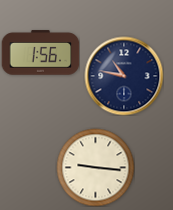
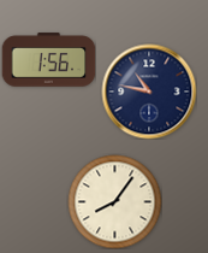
clock at (40, 53) position: (40, 53) -> (48, 60)
clock at (95, 167): 9:16 -> 8:06
